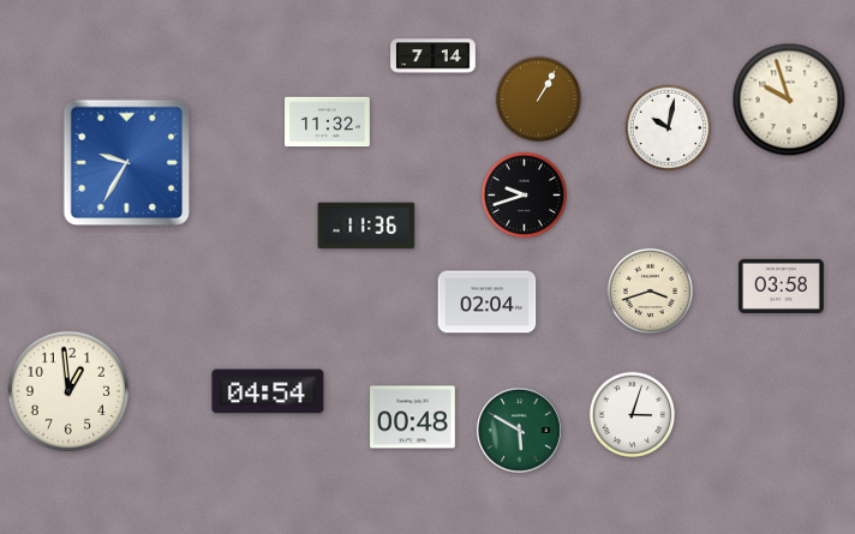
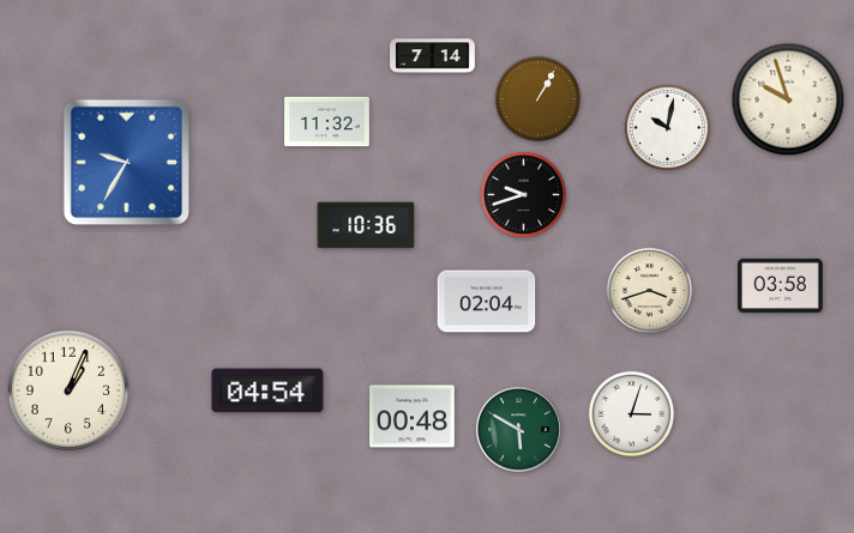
clock at (366, 226): 11:36 -> 10:36
clock at (68, 391): 12:59 -> 1:04
